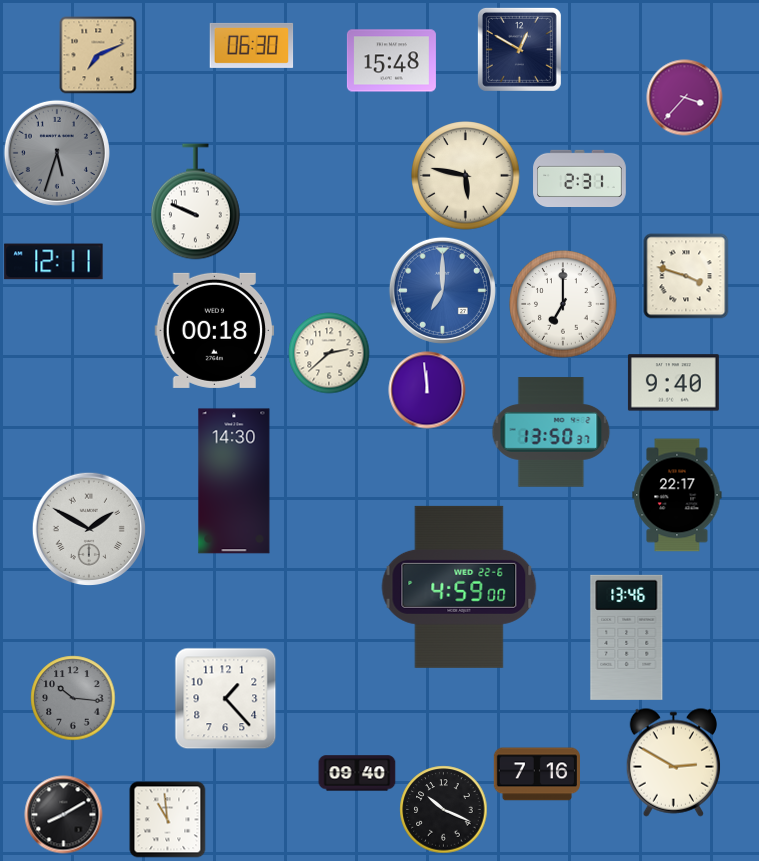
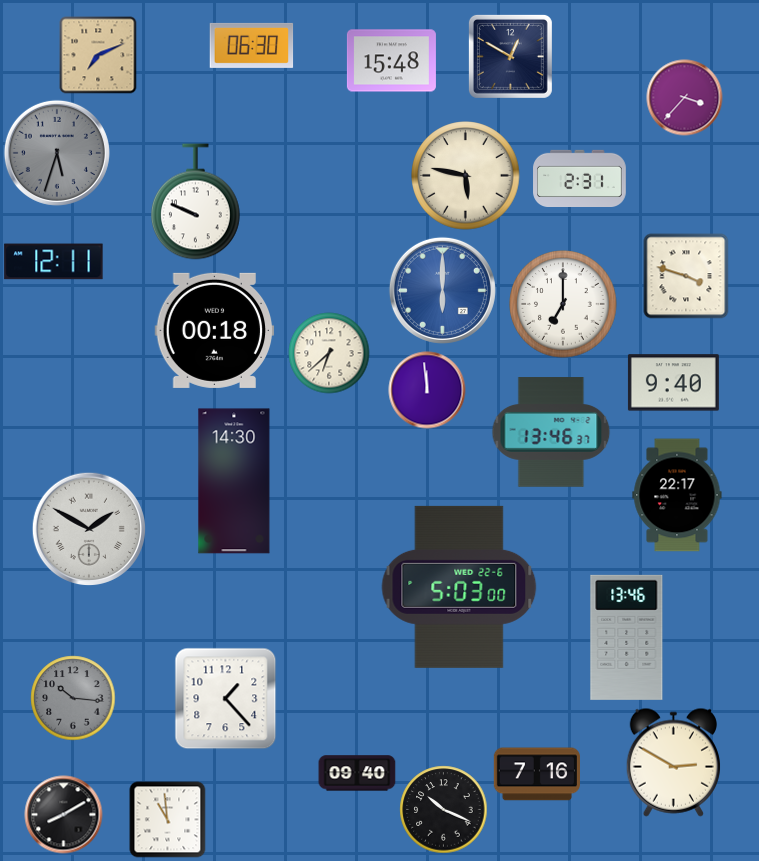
clock at (519, 49) position: (519, 49) -> (510, 56)
clock at (442, 290): 7:00 -> 6:00
clock at (329, 353): 2:38 -> 6:38
clock at (551, 432): 13:50 -> 13:46
clock at (459, 587): 4:59 -> 5:03
